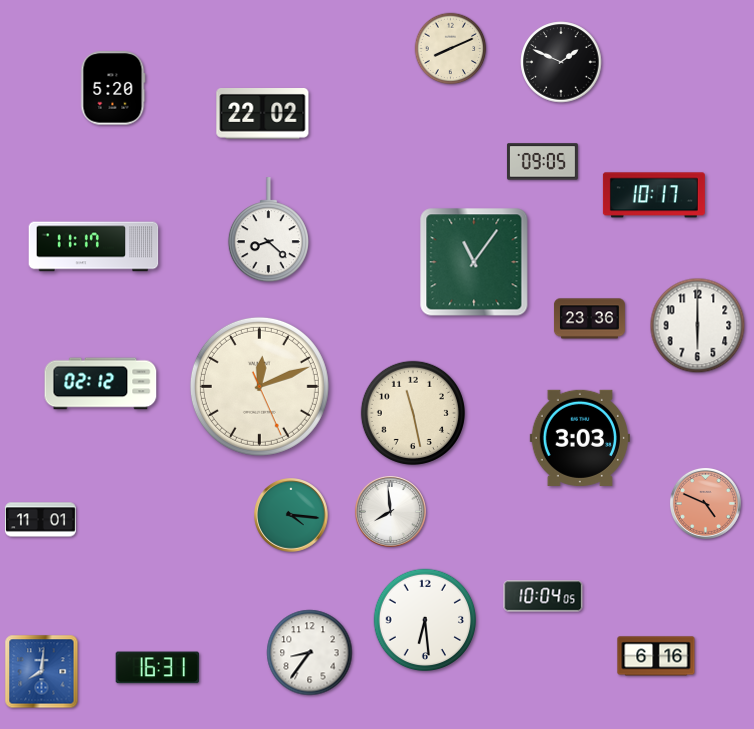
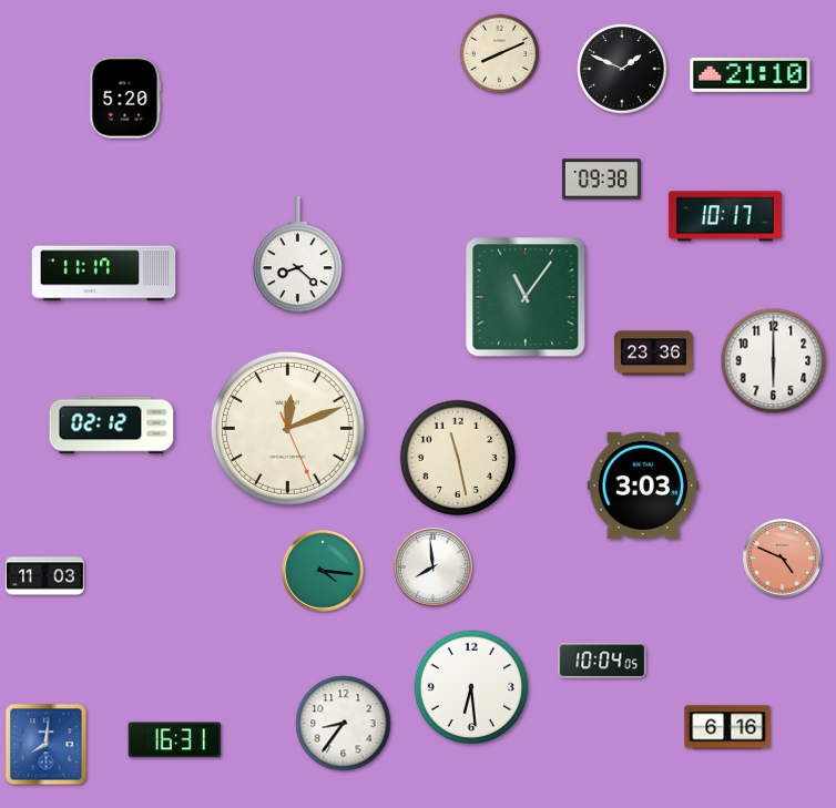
clock at (751, 75): none -> 21:10
clock at (263, 114): 22:02 -> none
clock at (542, 162): 09:05 -> 09:38
clock at (474, 262) position: (474, 262) -> (526, 297)
clock at (40, 520): 11:01 -> 11:03
